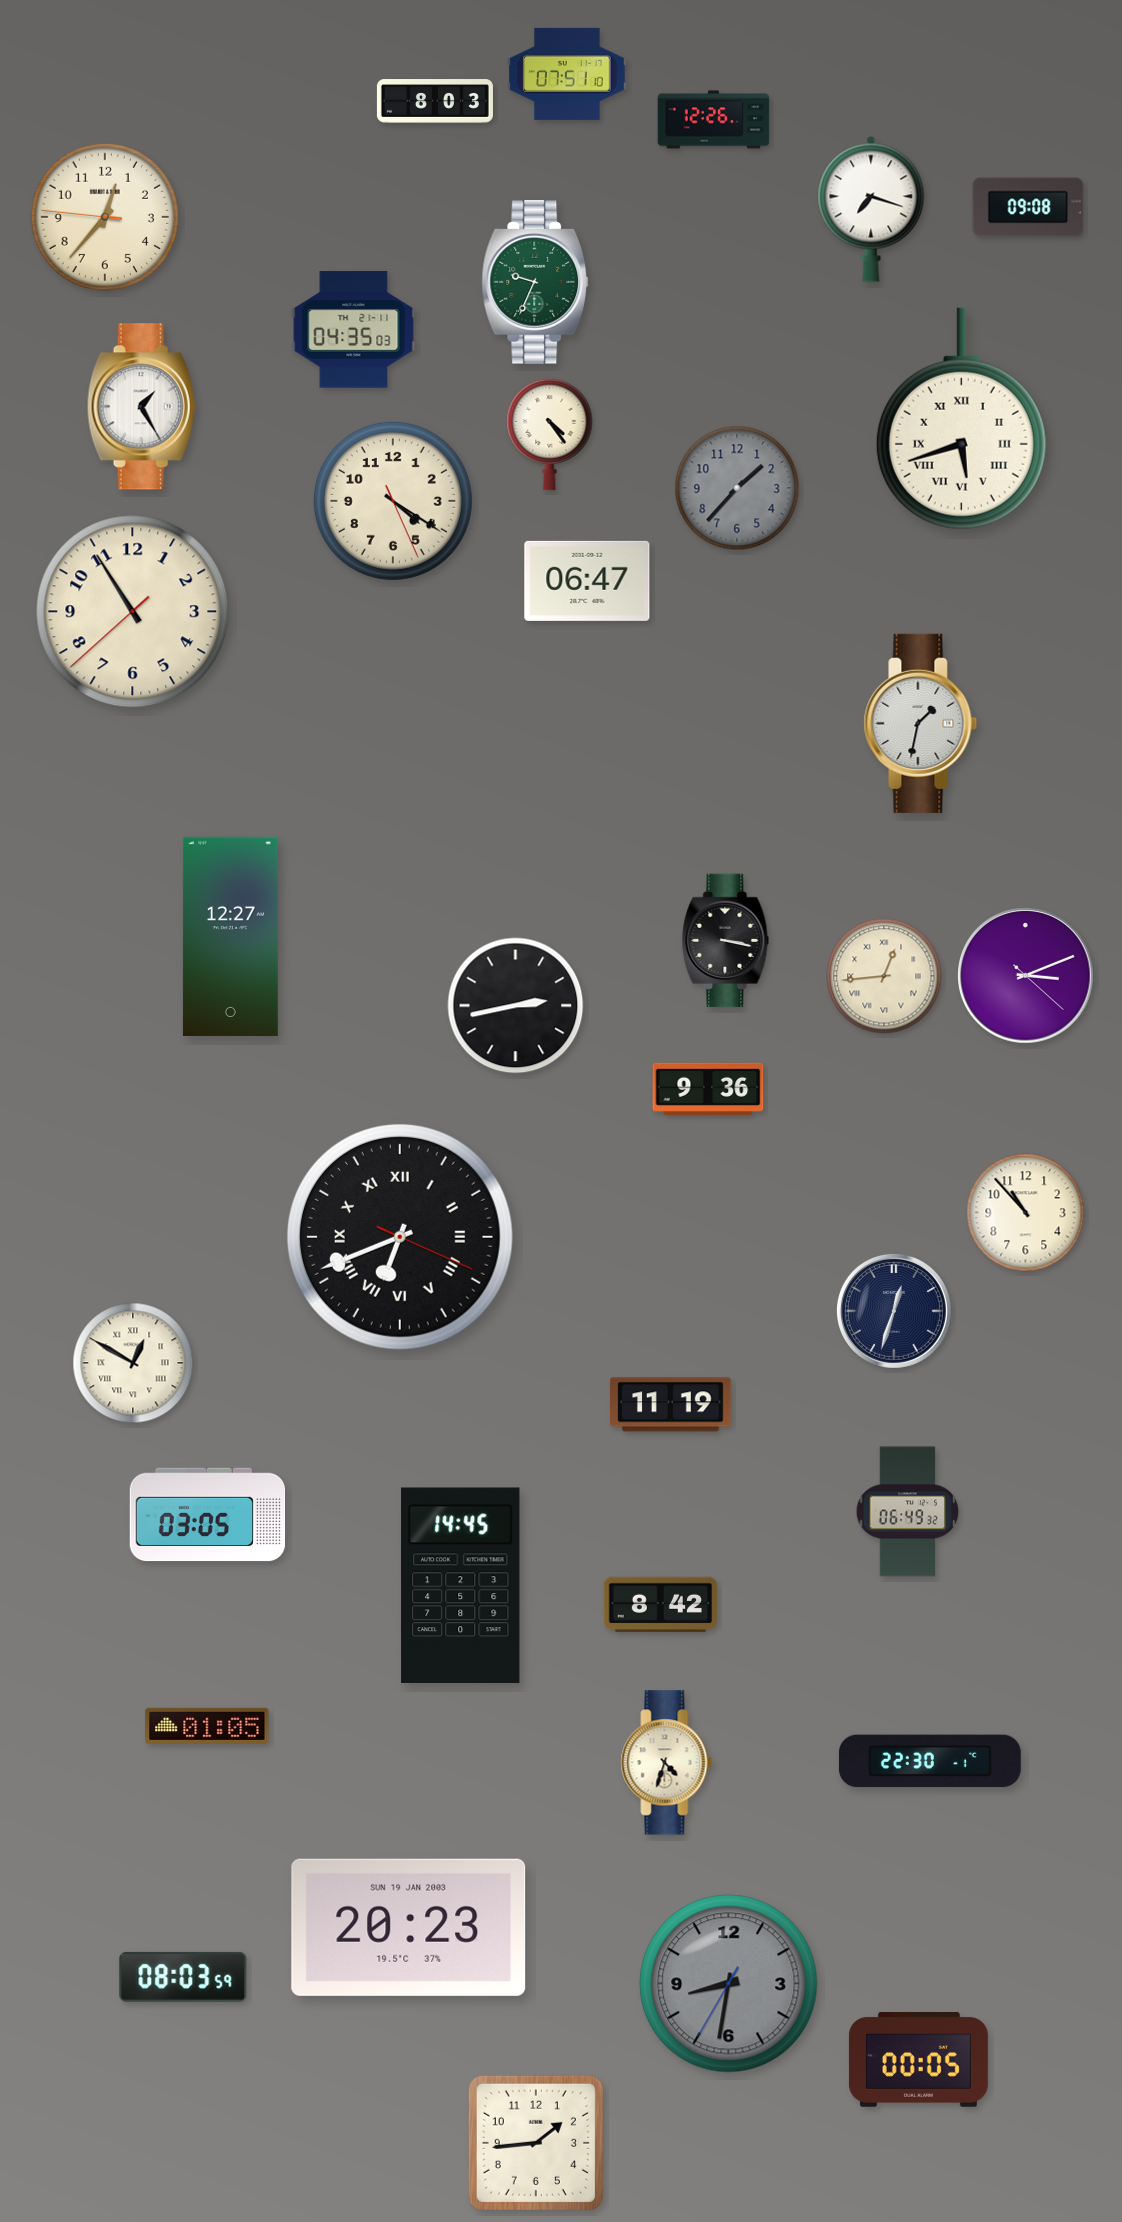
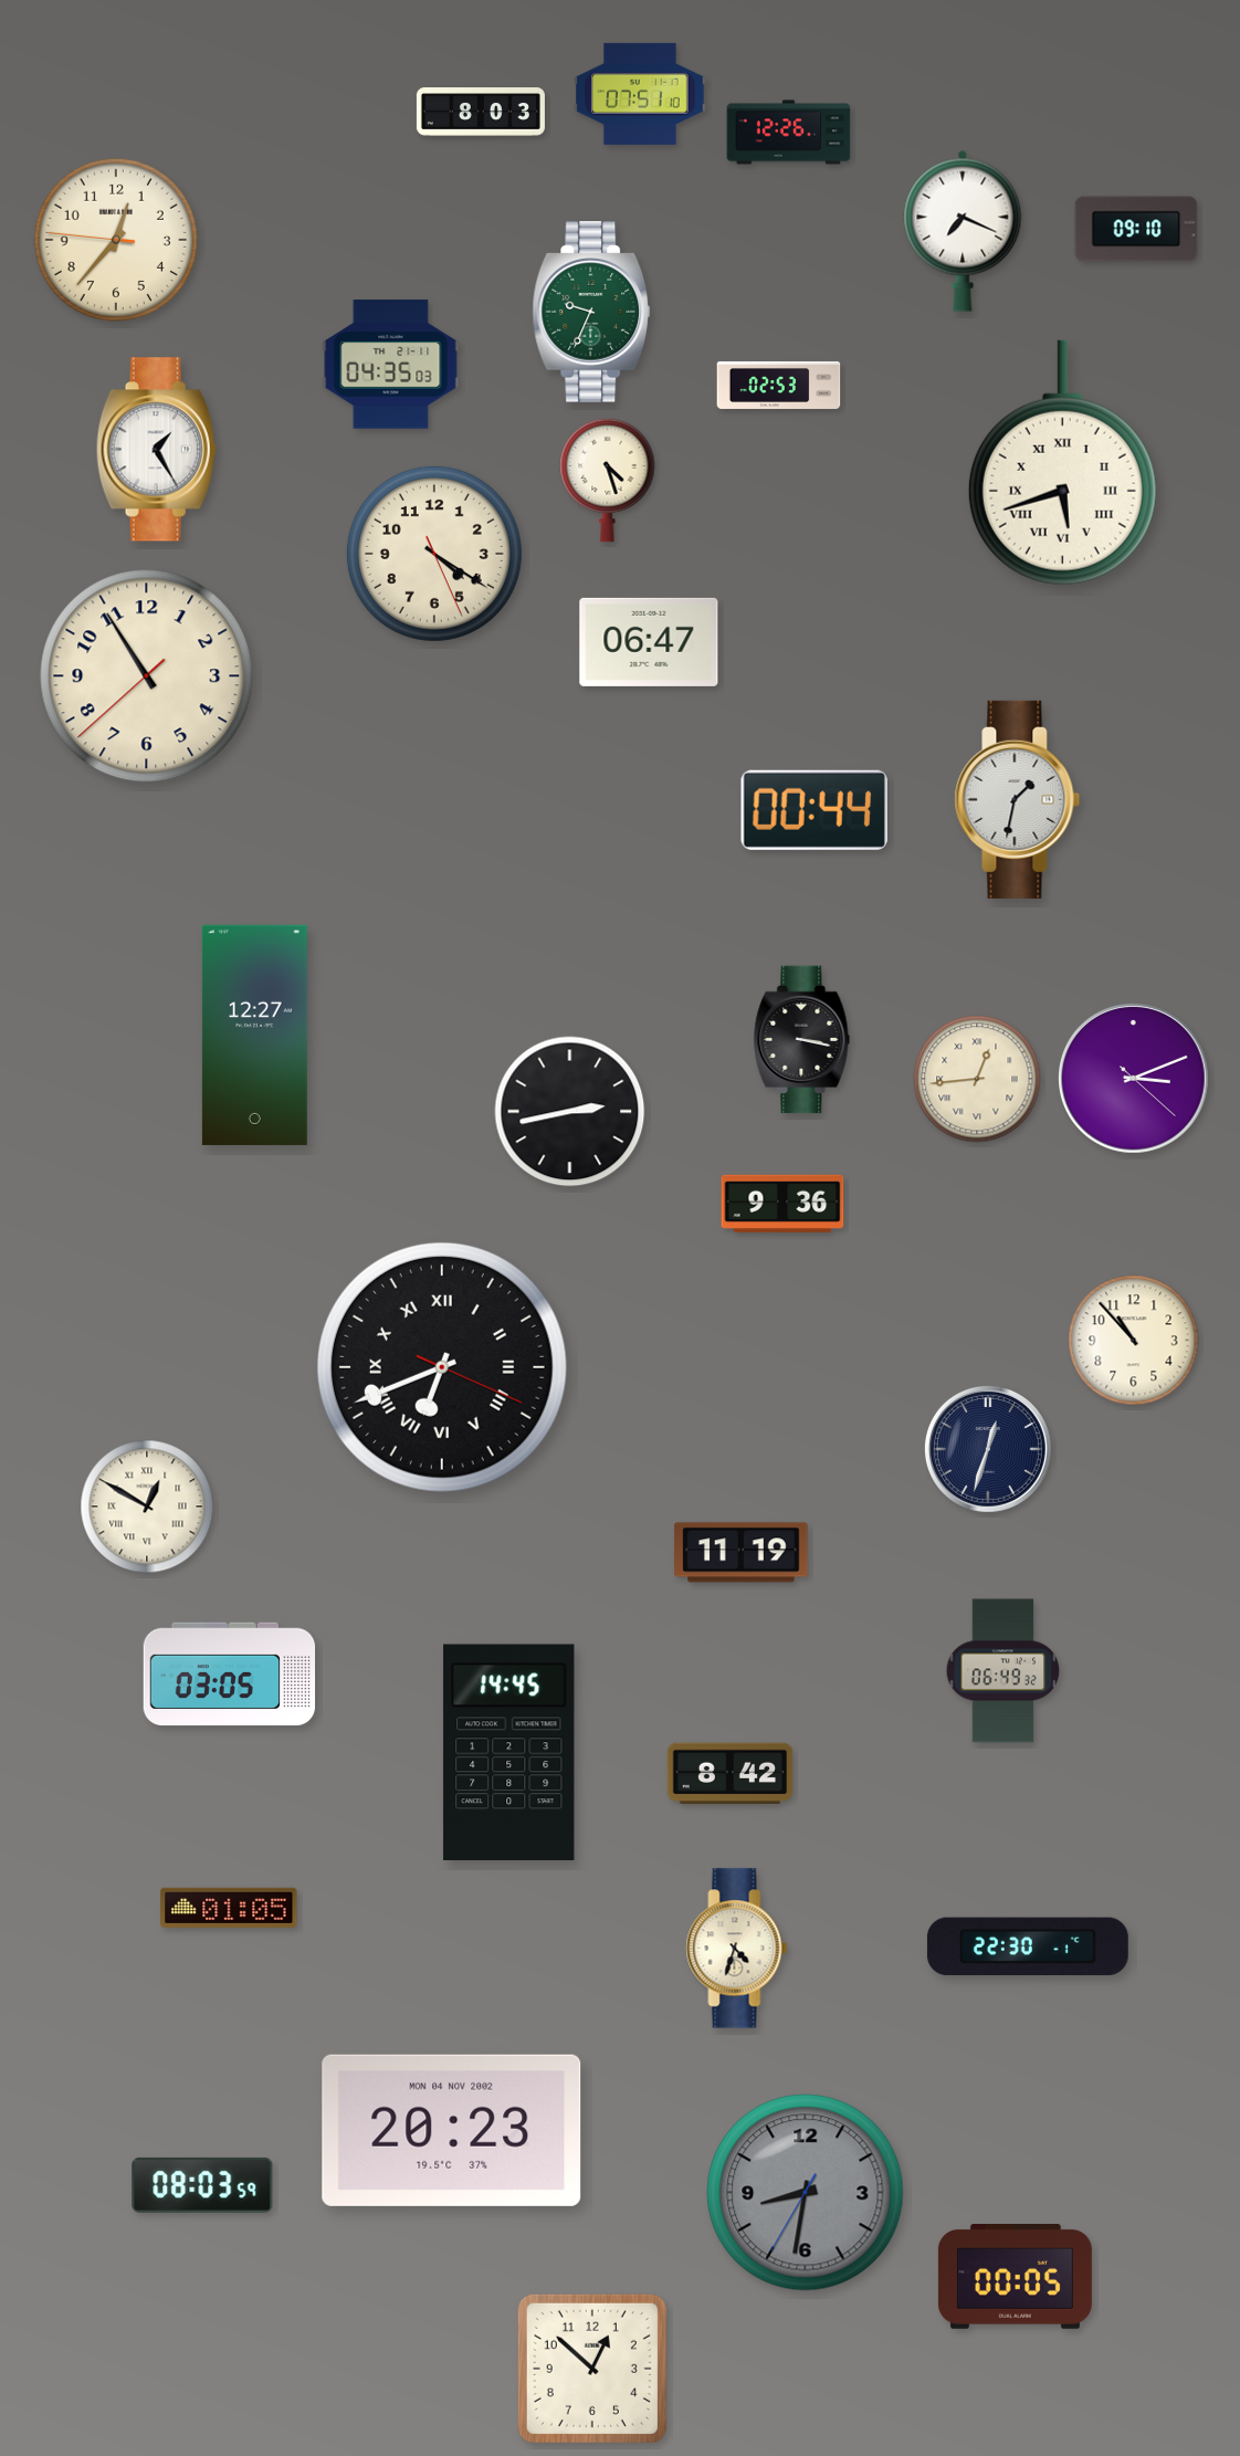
clock at (567, 74) position: (567, 74) -> (640, 94)
clock at (1028, 207): 09:08 -> 09:10
clock at (871, 209): 7:18 -> 7:19
clock at (779, 385): none -> 02:53
clock at (550, 434): 4:24 -> 4:27
clock at (737, 488): 1:37 -> none
clock at (815, 810): none -> 00:44
clock at (409, 1927) date: SUN 19 JAN 2003 -> MON 04 NOV 2002
clock at (536, 2143): 1:44 -> 12:52
